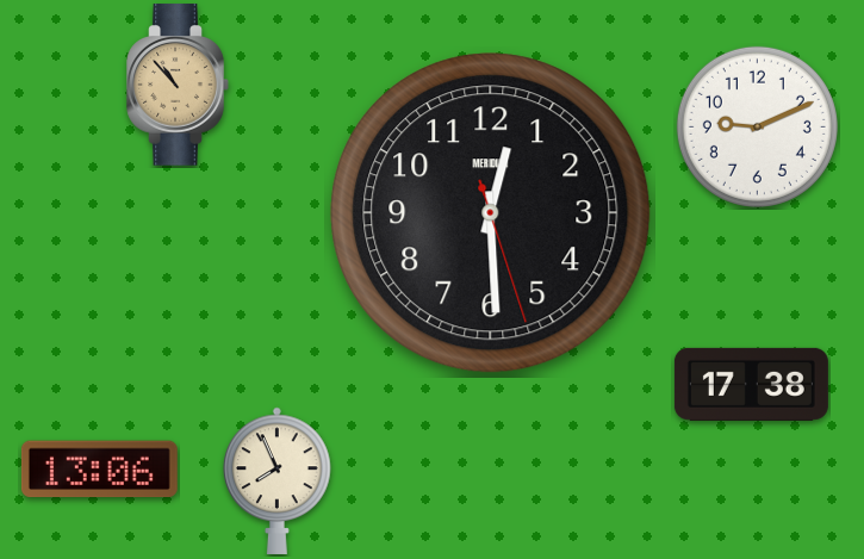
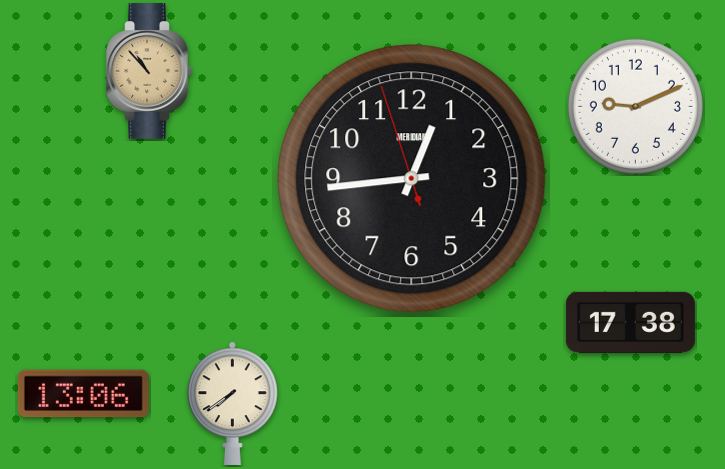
clock at (491, 213): 12:29 -> 12:43
clock at (278, 480): 7:56 -> 7:39
